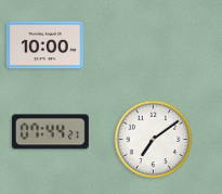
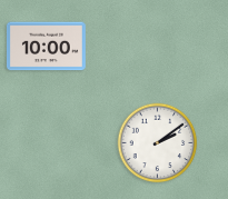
clock at (50, 132): 07:44 -> none
clock at (154, 140): 7:09 -> 2:09
